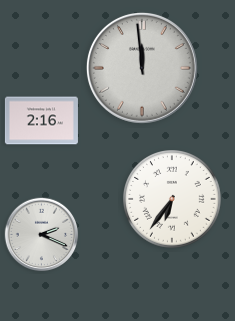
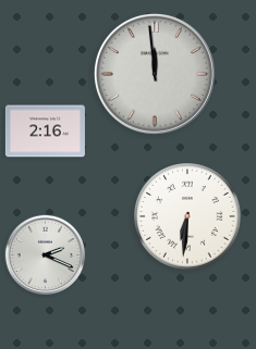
clock at (173, 200): 6:36 -> 6:31
